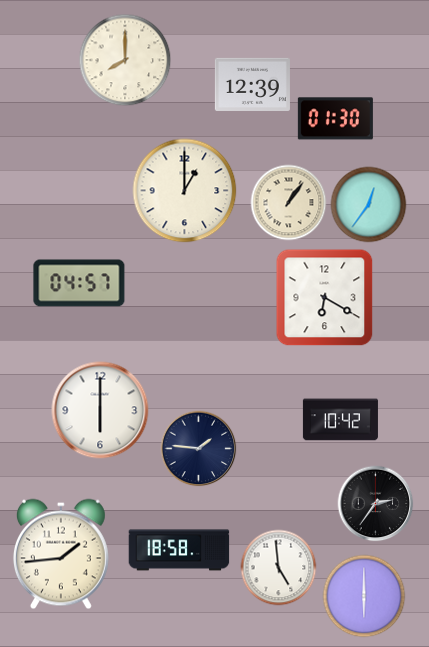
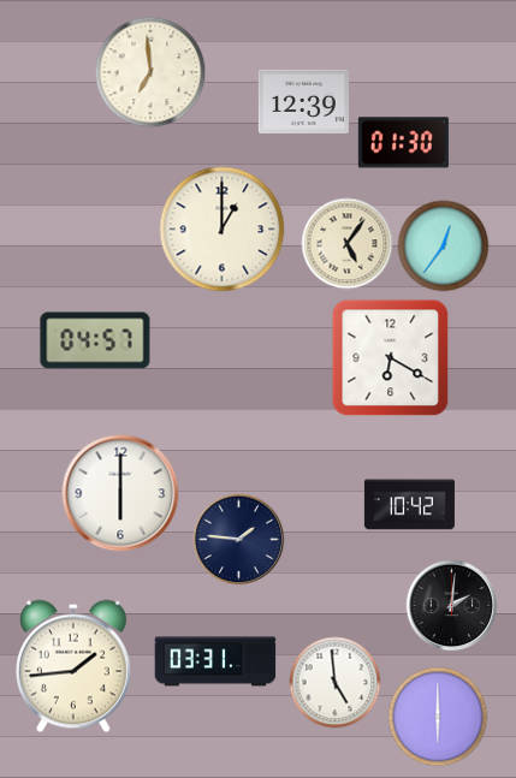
clock at (125, 60): 8:00 -> 6:59
clock at (289, 203): 1:06 -> 5:06
clock at (376, 504): 2:36 -> 2:01
clock at (179, 550): 18:58 -> 03:31
